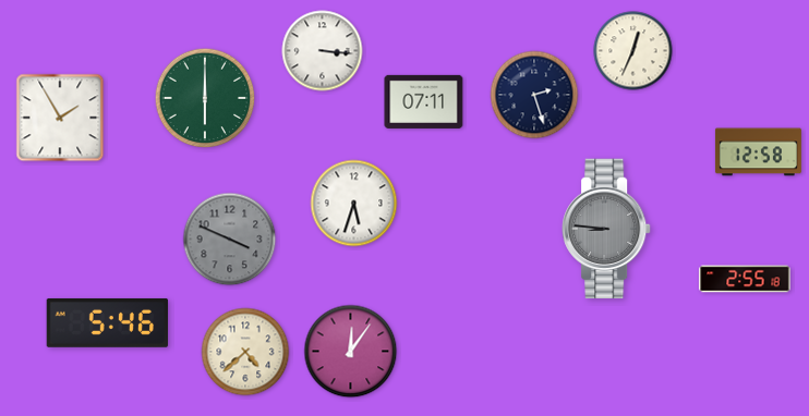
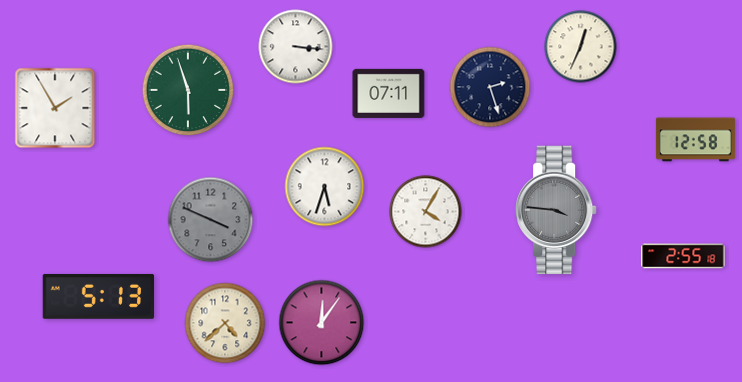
clock at (205, 98): 6:00 -> 5:57
clock at (607, 229): 8:46 -> 3:46
clock at (426, 212): none -> 4:05
clock at (108, 322): 5:46 -> 5:13
